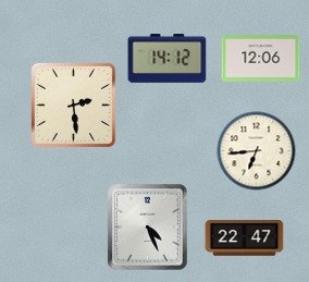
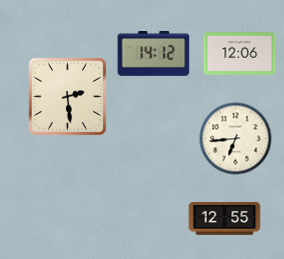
clock at (147, 226): 4:26 -> none
clock at (245, 238): 22:47 -> 12:55
